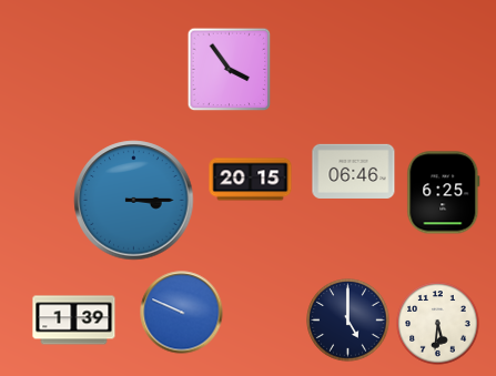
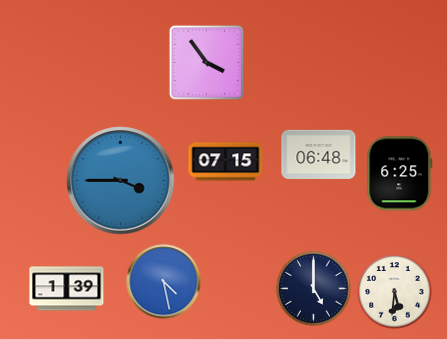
clock at (354, 171): 06:46 -> 06:48
clock at (251, 180): 20:15 -> 07:15
clock at (134, 201): 3:15 -> 3:45
clock at (182, 313): 9:49 -> 4:28
